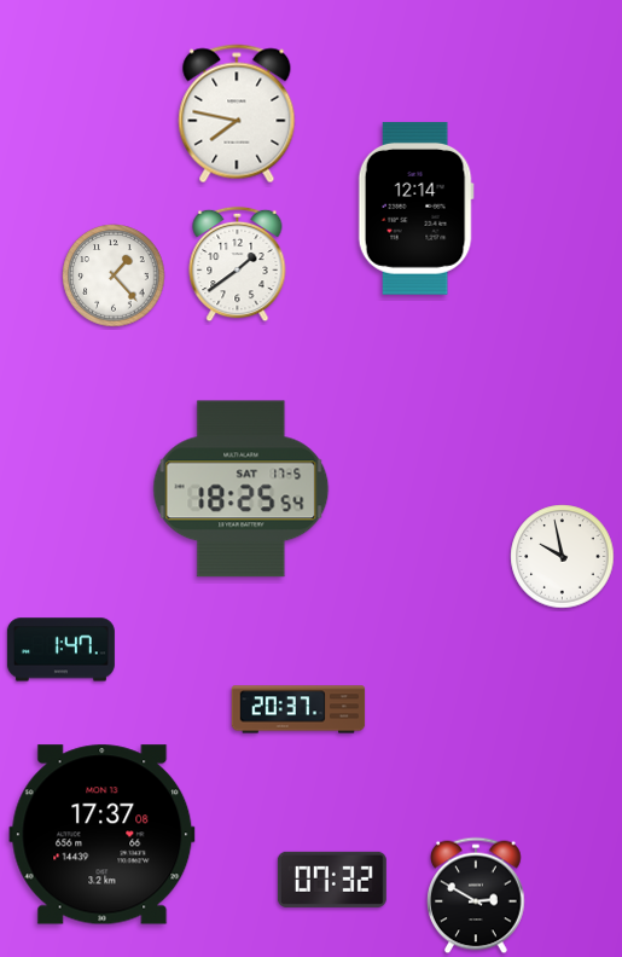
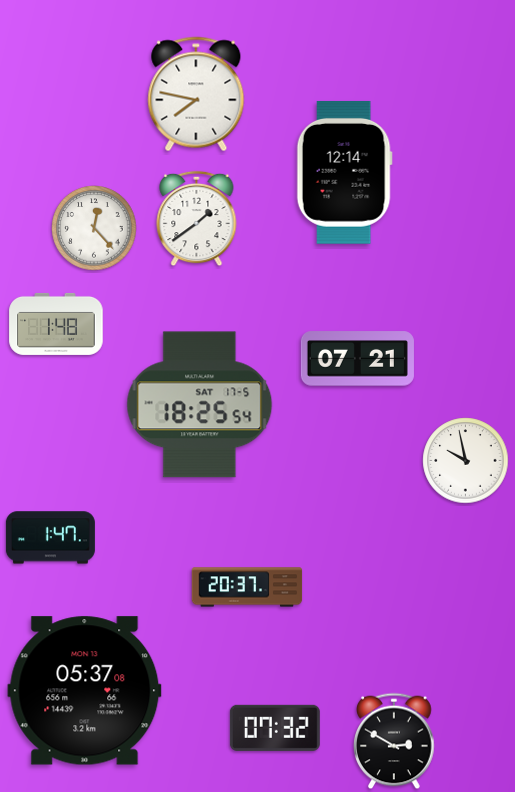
clock at (114, 275): 1:23 -> 12:23
clock at (56, 324): none -> 1:48
clock at (357, 359): none -> 07:21
clock at (103, 835): 17:37 -> 05:37
